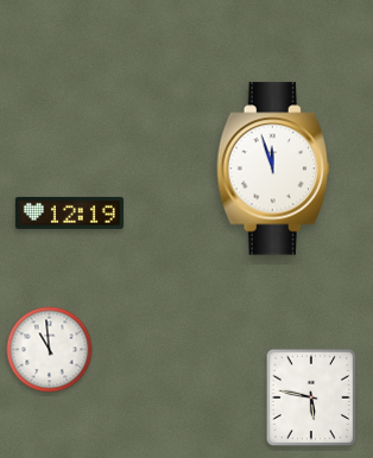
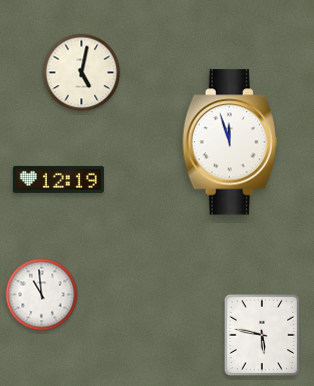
clock at (82, 73): none -> 5:02
